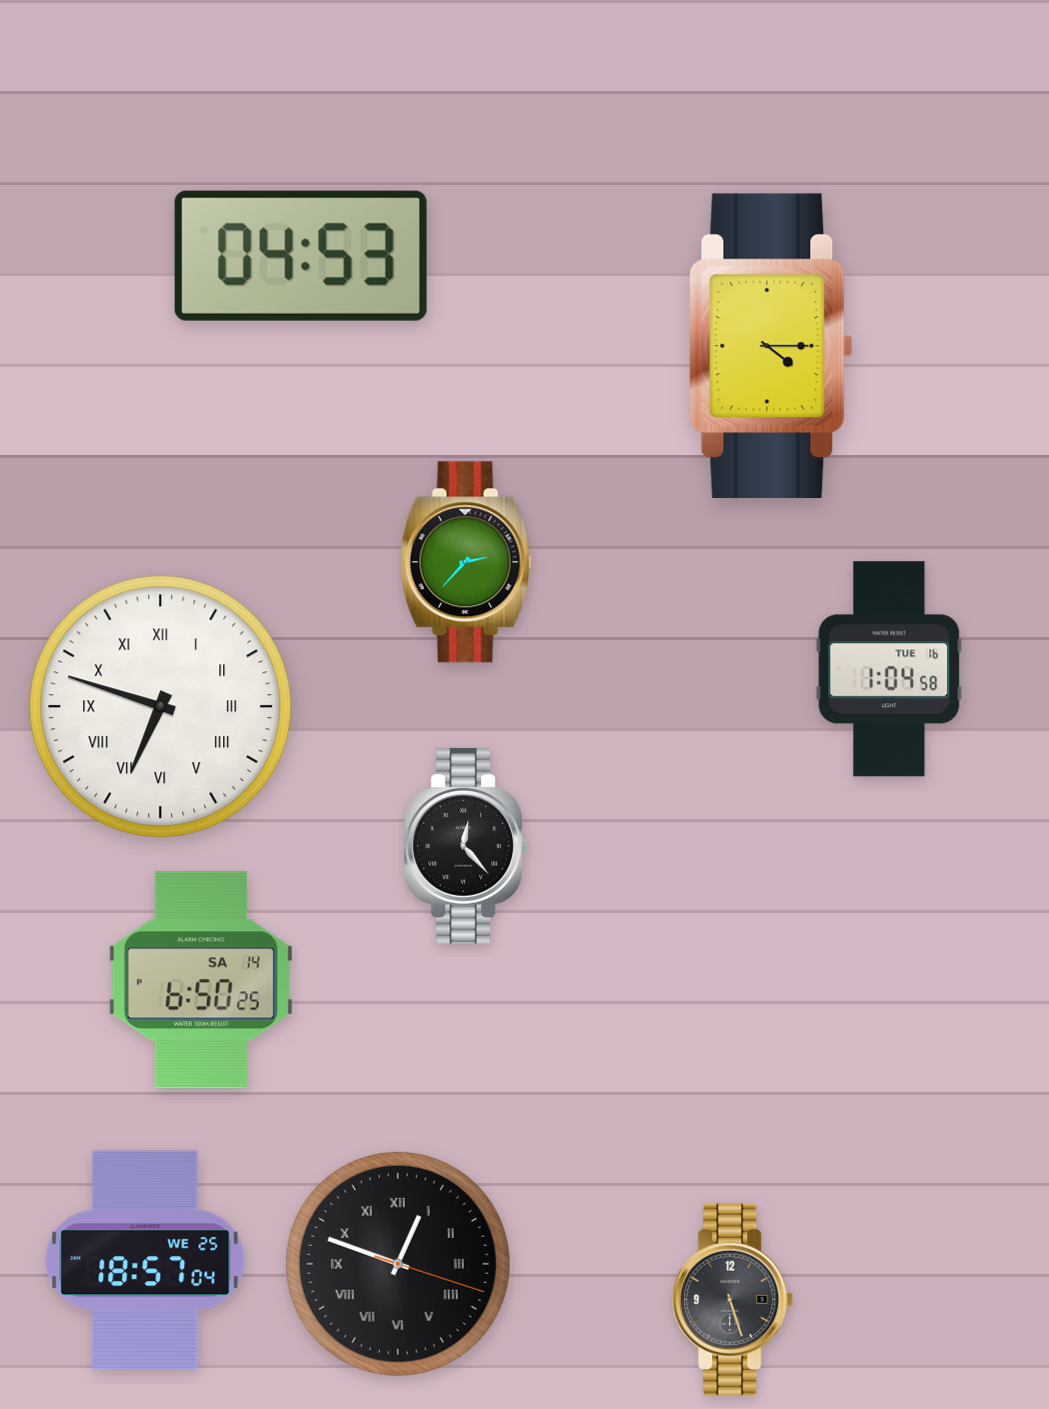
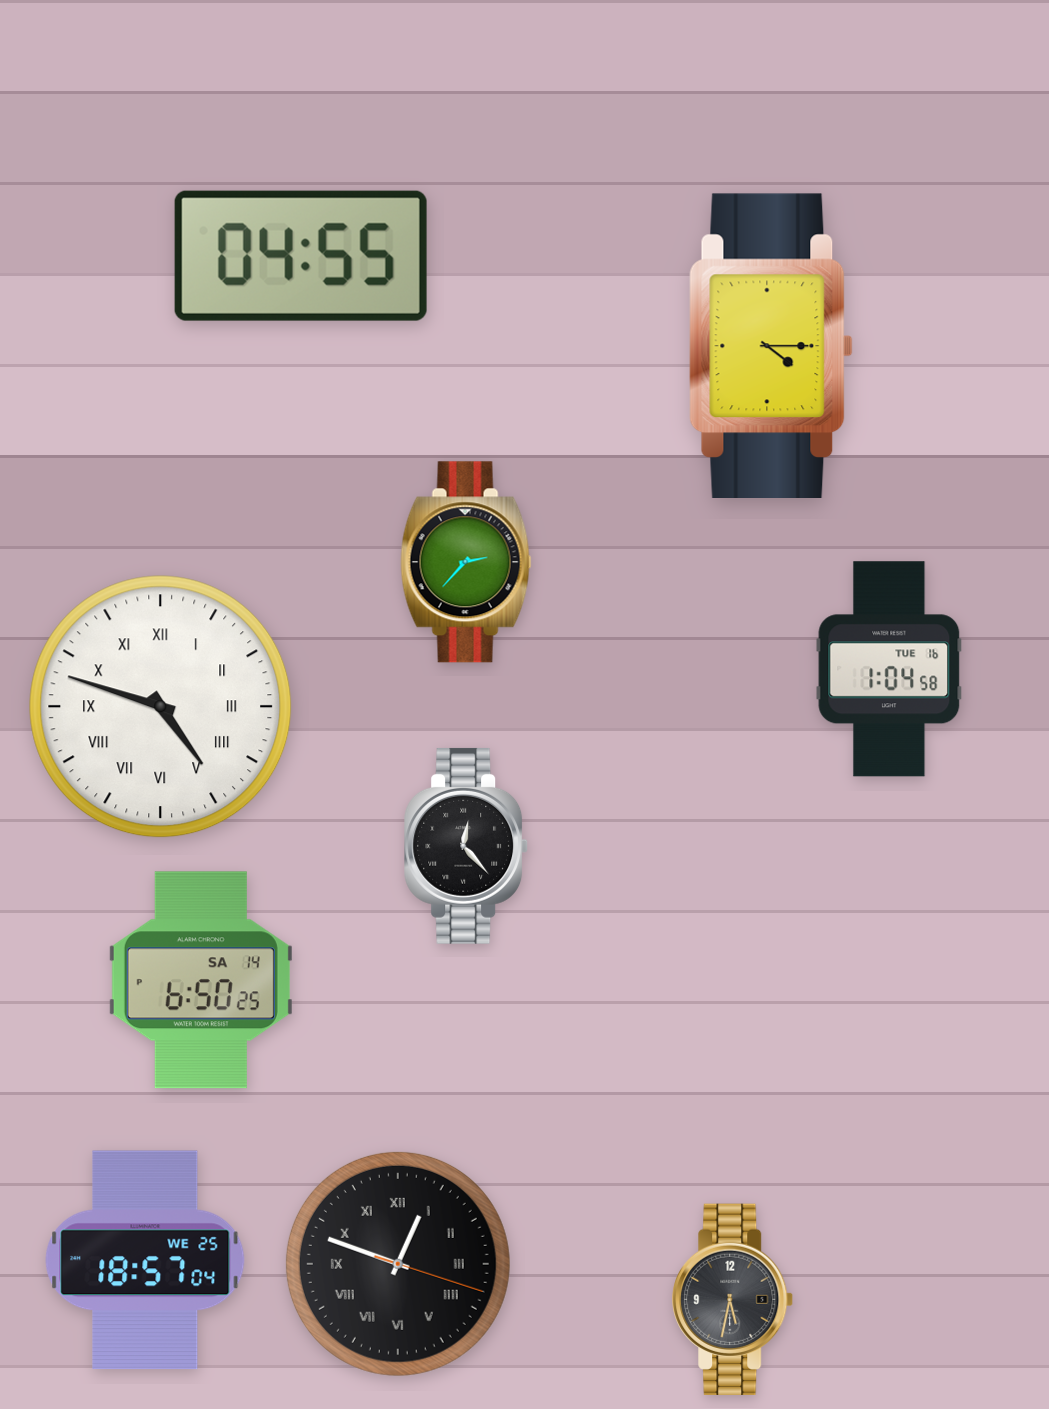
clock at (301, 256): 04:53 -> 04:55
clock at (161, 707): 6:48 -> 4:48
clock at (733, 1299): 5:27 -> 5:32
